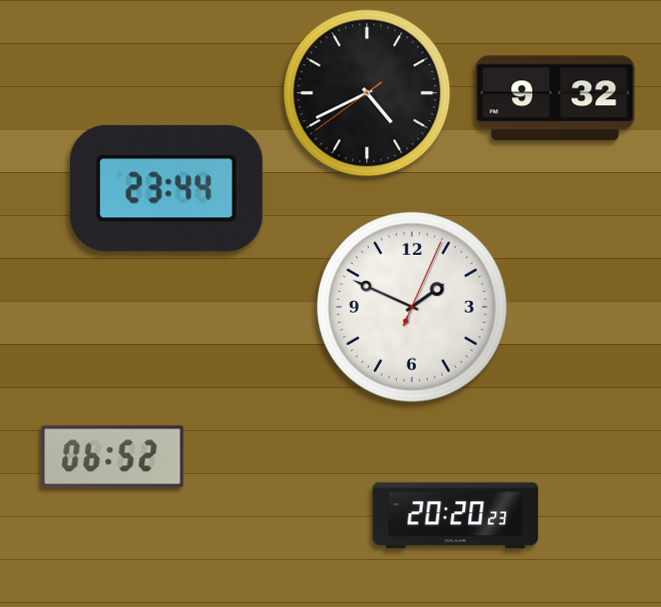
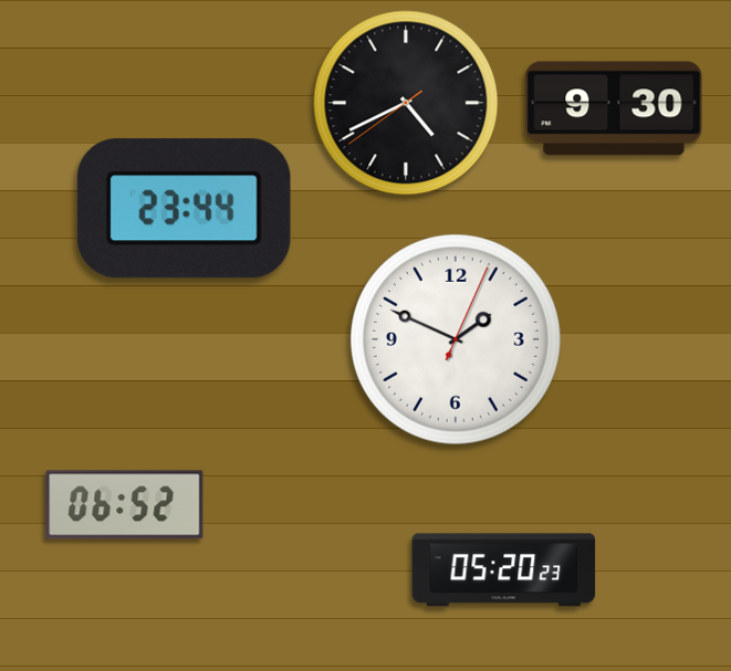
clock at (555, 98): 9:32 -> 9:30
clock at (456, 516): 20:20 -> 05:20
